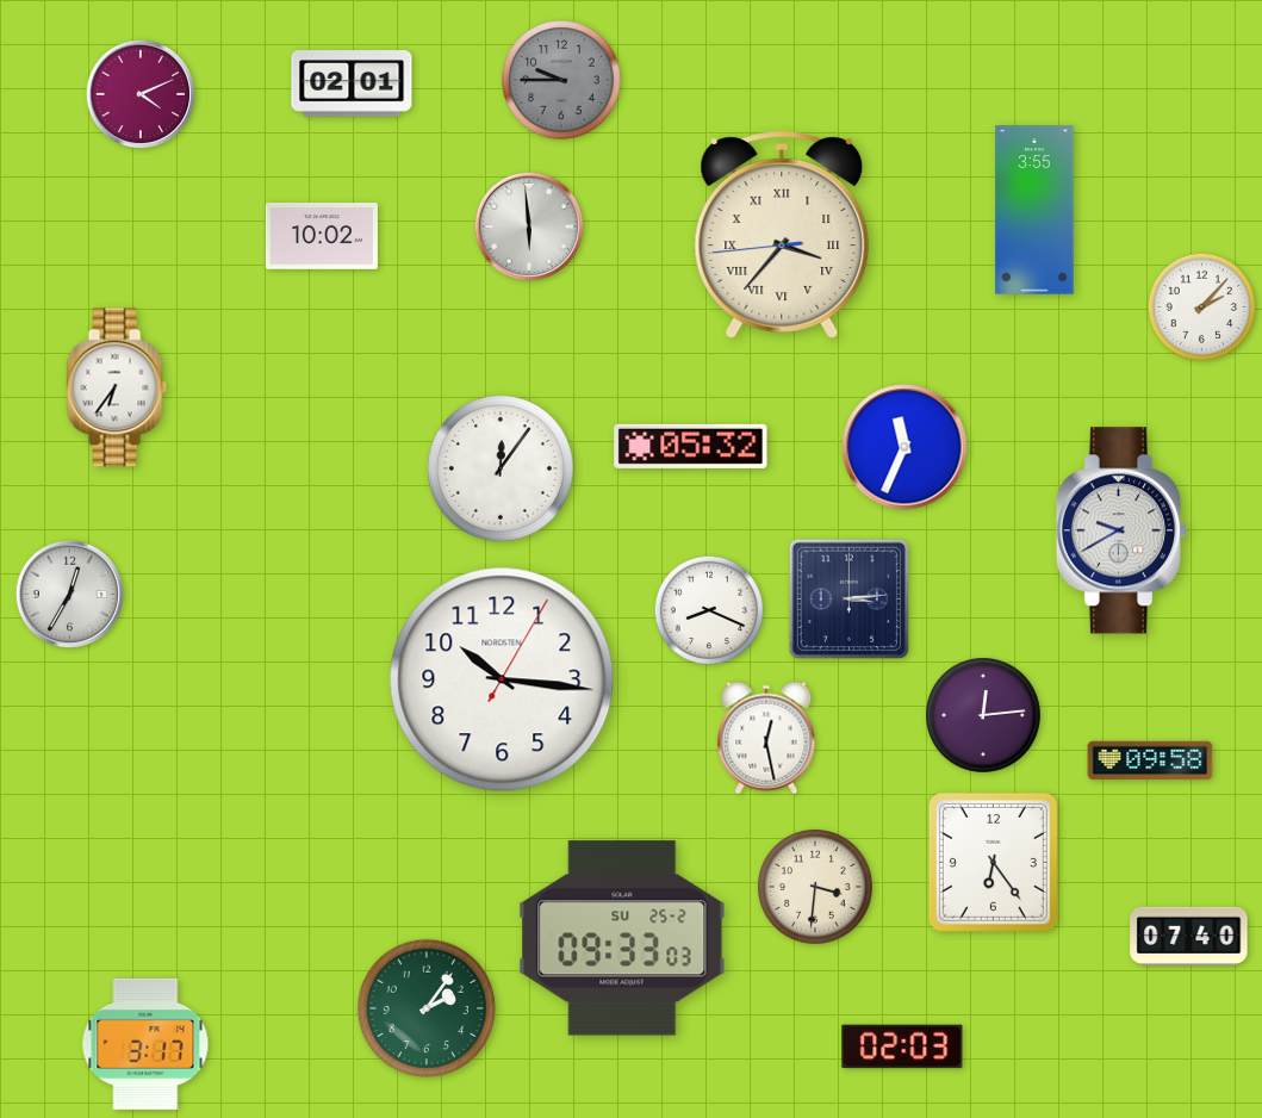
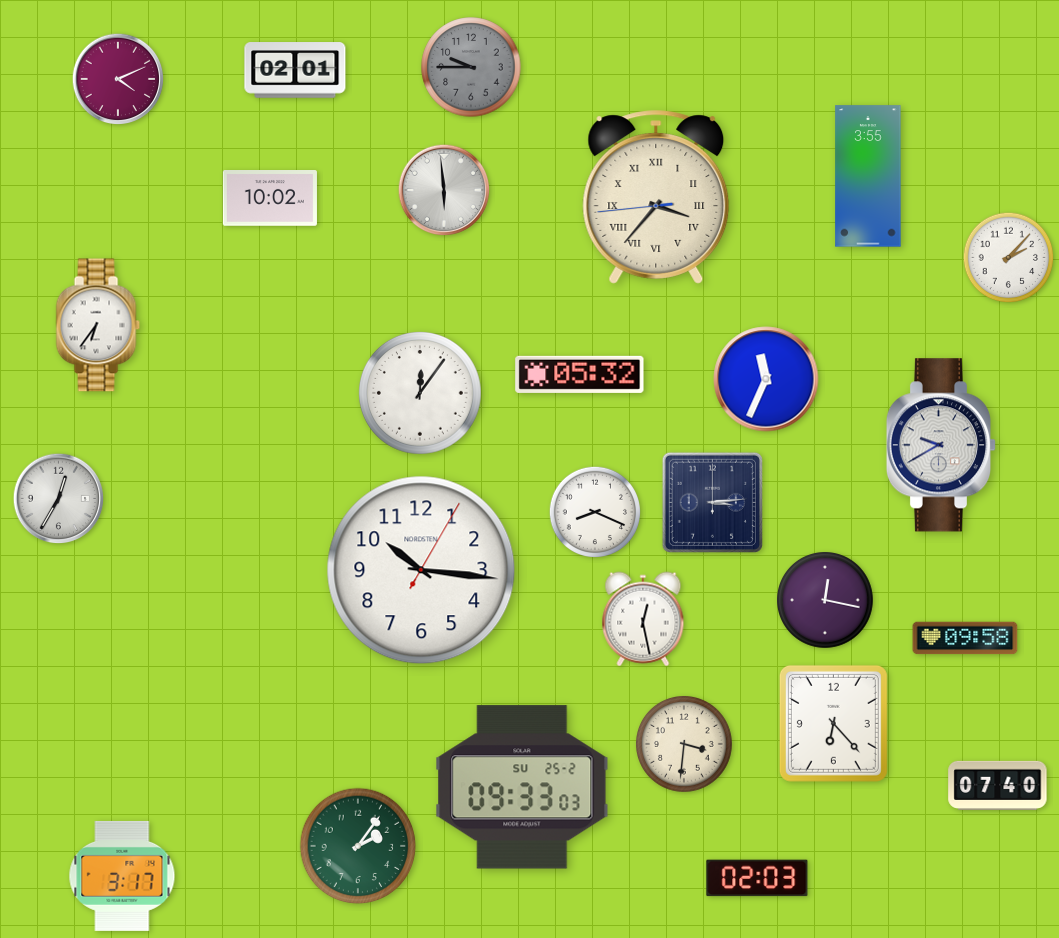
clock at (904, 447) position: (904, 447) -> (766, 379)
clock at (984, 716): 12:14 -> 12:17
clock at (993, 862): 6:24 -> 6:23
